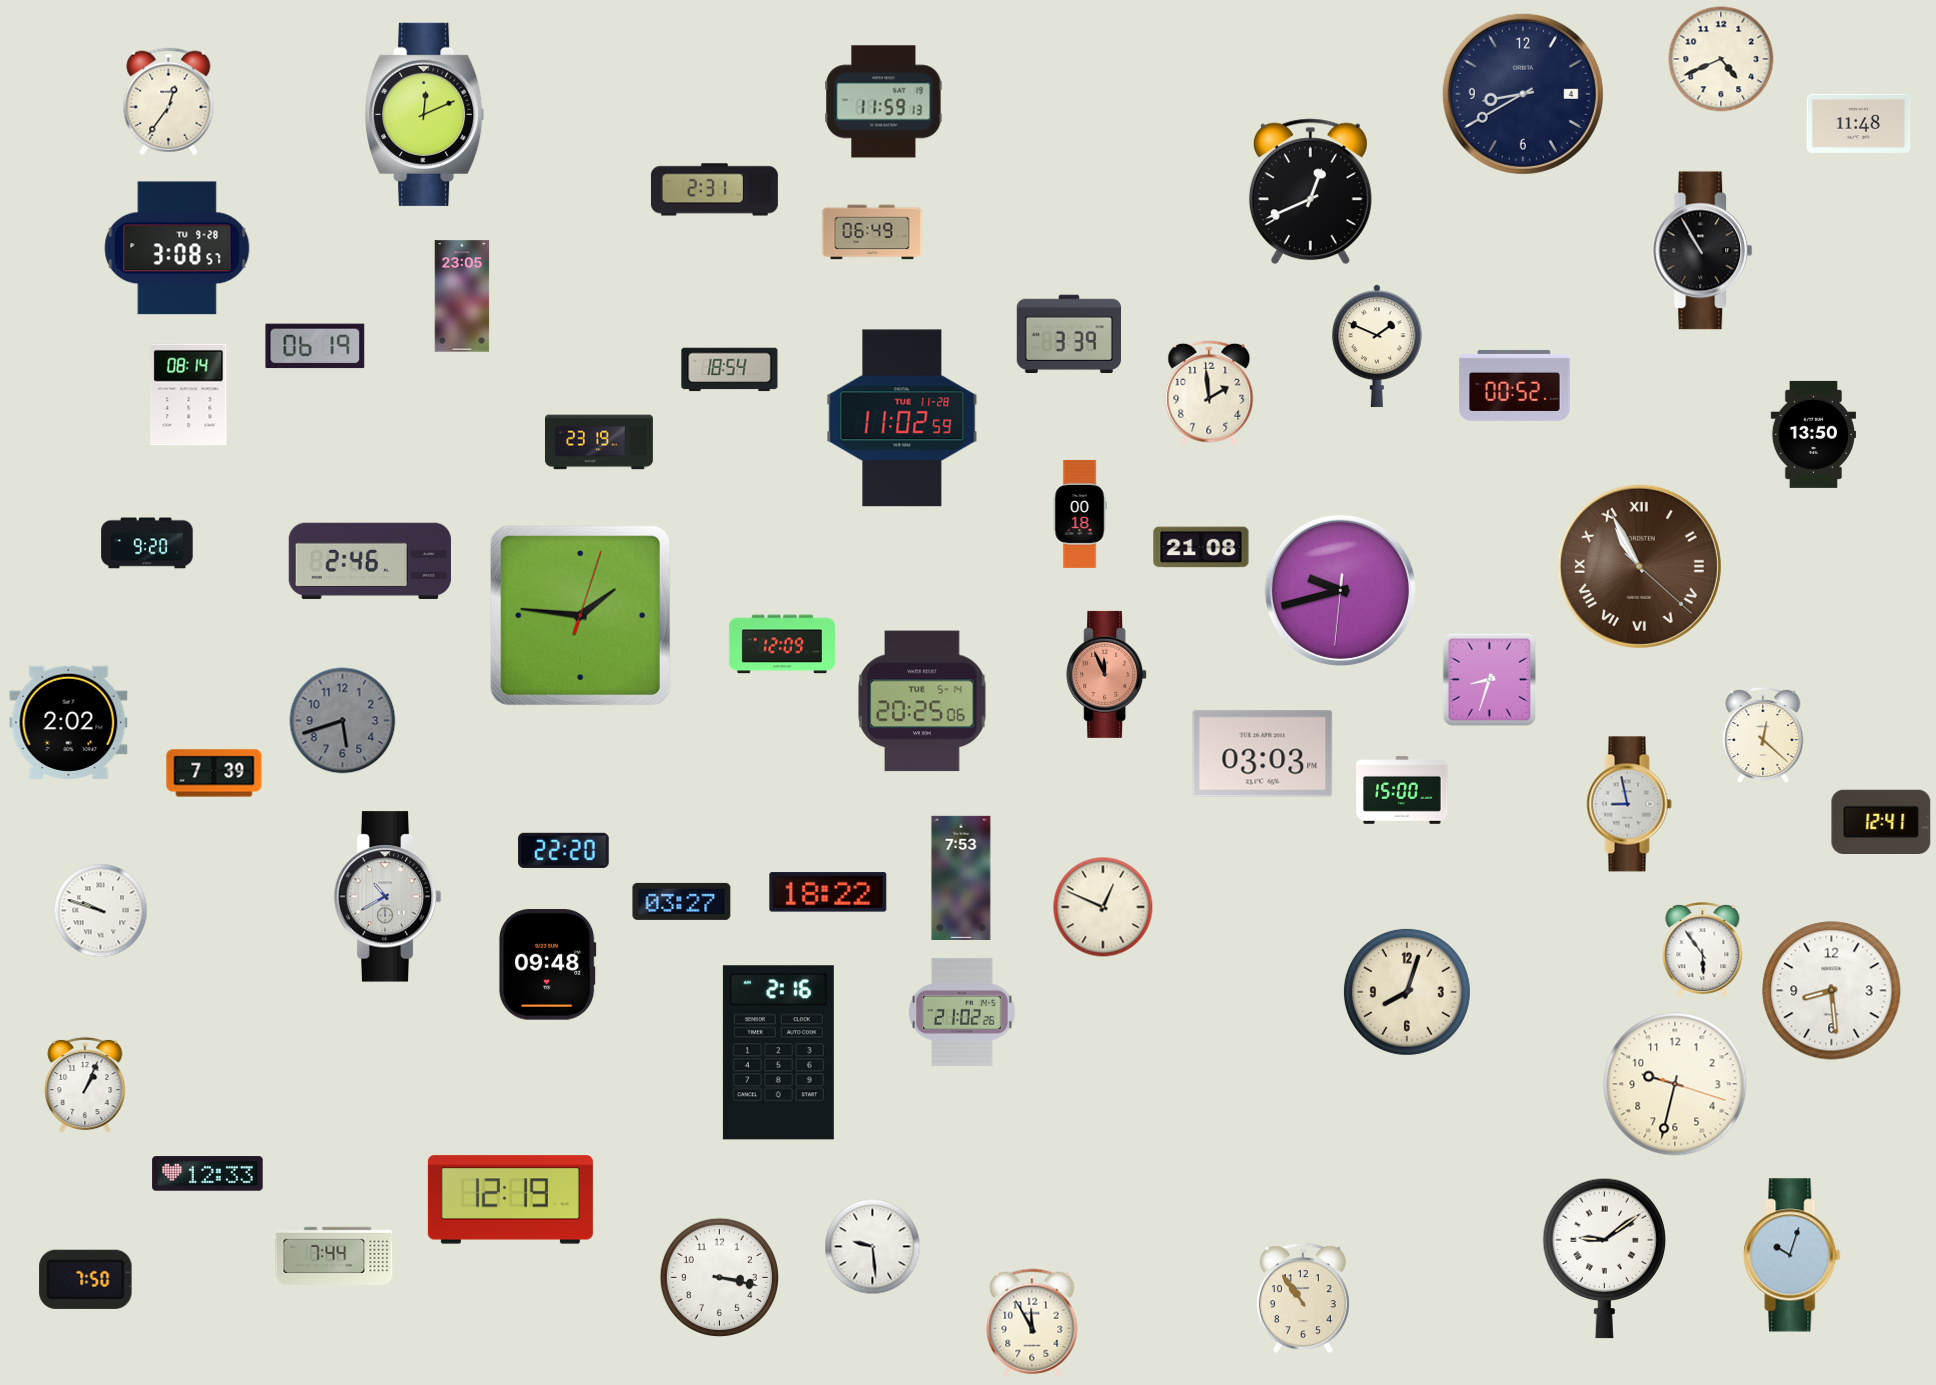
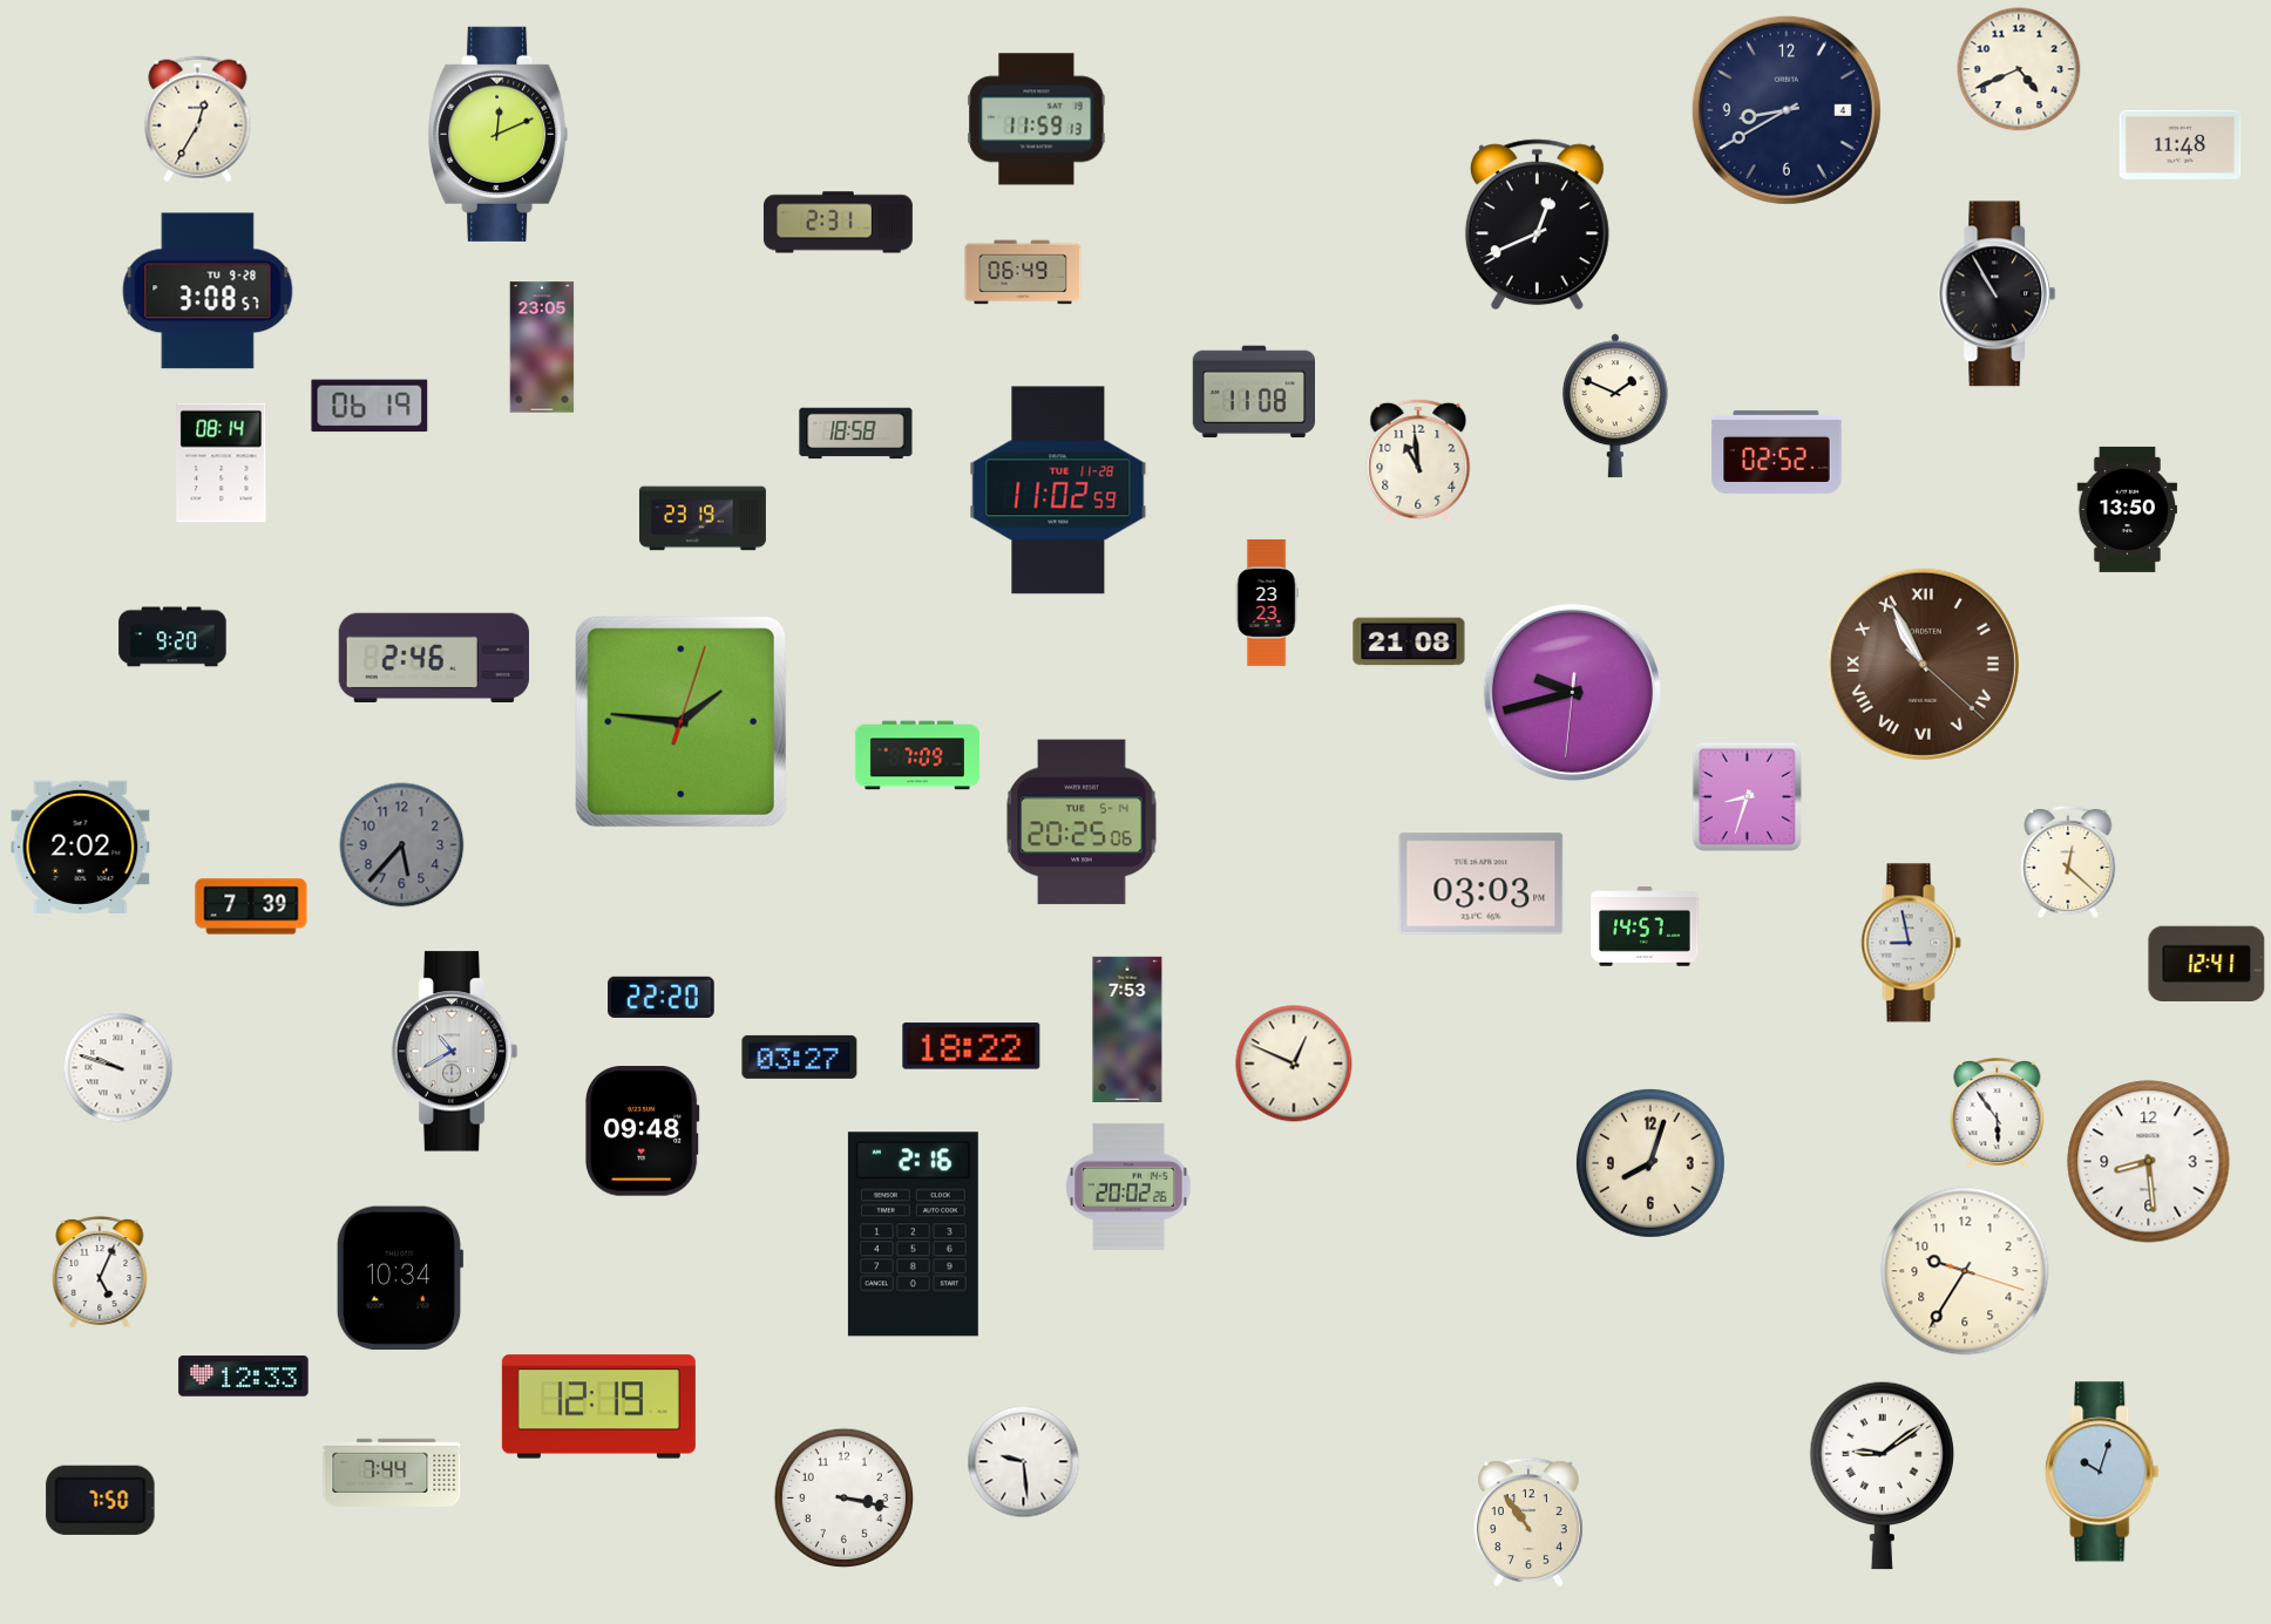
clock at (169, 102): 12:36 -> 12:35
clock at (1068, 334): 3:39 -> 11:08
clock at (730, 370): 18:54 -> 18:58
clock at (1515, 385): 00:52 -> 02:52
clock at (1209, 393): 1:59 -> 10:59
clock at (1080, 514): 00:18 -> 23:23
clock at (782, 644): 12:09 -> 7:09
clock at (1107, 674): 11:56 -> none
clock at (343, 721): 5:42 -> 5:37
clock at (1402, 791): 15:00 -> 14:57
clock at (962, 1012): 21:02 -> 20:02
clock at (1675, 1084): 9:32 -> 9:35
clock at (85, 1085): 1:04 -> 5:04
clock at (400, 1278): none -> 10:34
clock at (1032, 1323): 11:55 -> none
